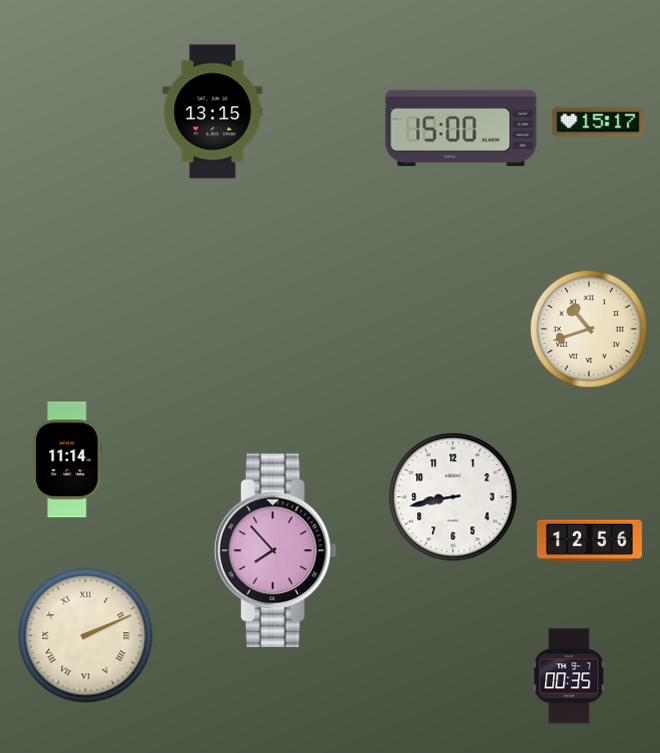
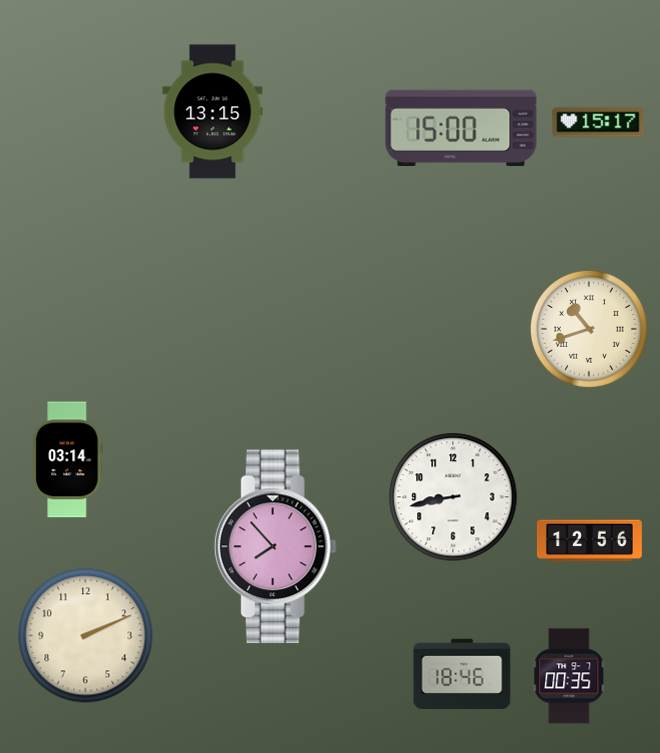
clock at (68, 460): 11:14 -> 03:14
clock at (275, 551) position: (275, 551) -> (275, 547)
clock at (86, 636) numerals: Roman -> Arabic
clock at (462, 673): none -> 18:46
